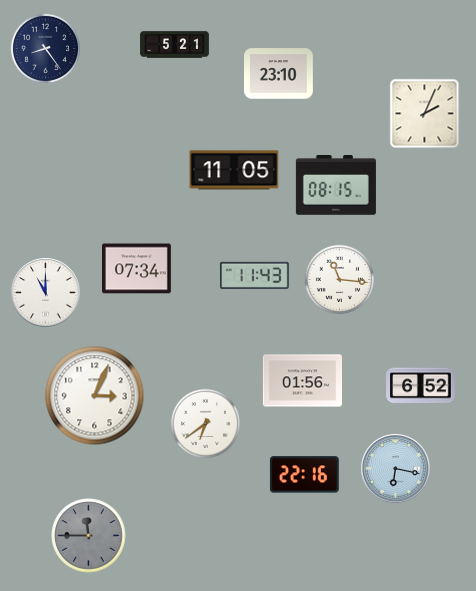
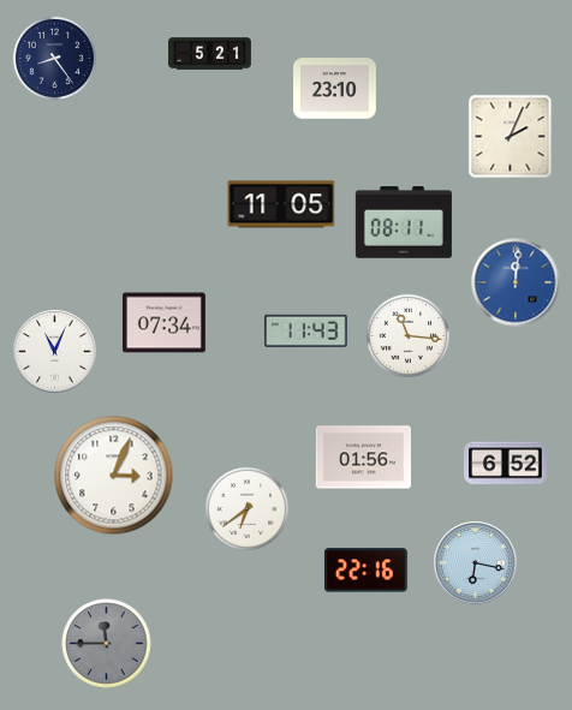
clock at (336, 186): 08:15 -> 08:11
clock at (516, 282): none -> 12:01
clock at (46, 293): 11:00 -> 11:04
